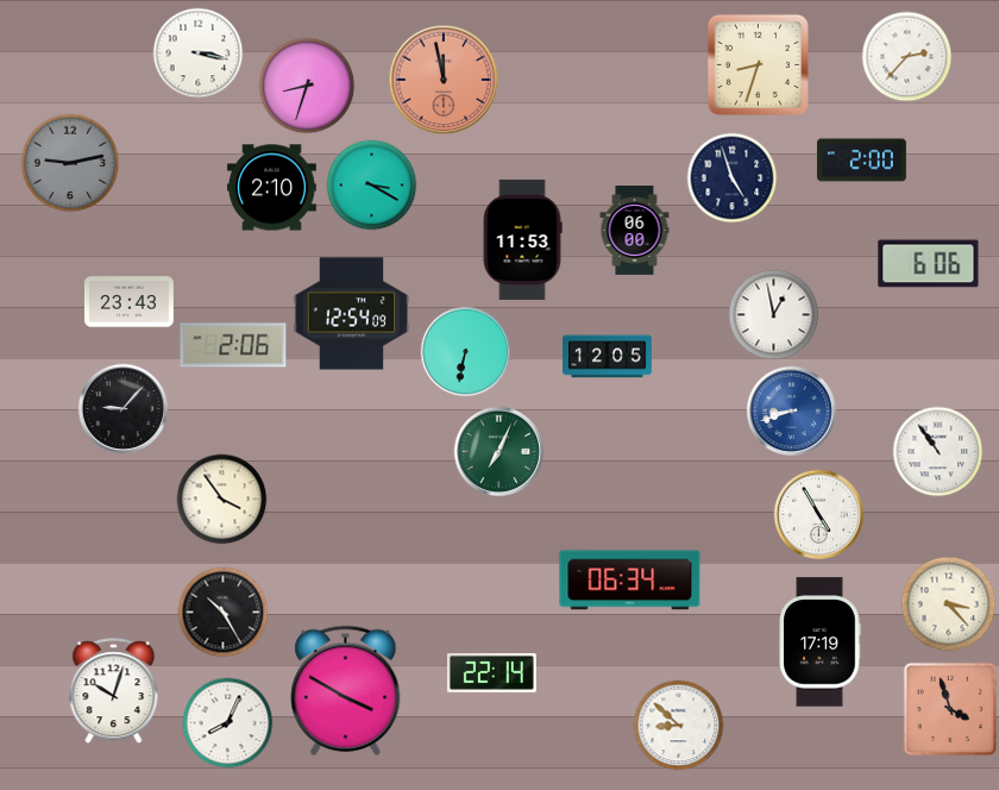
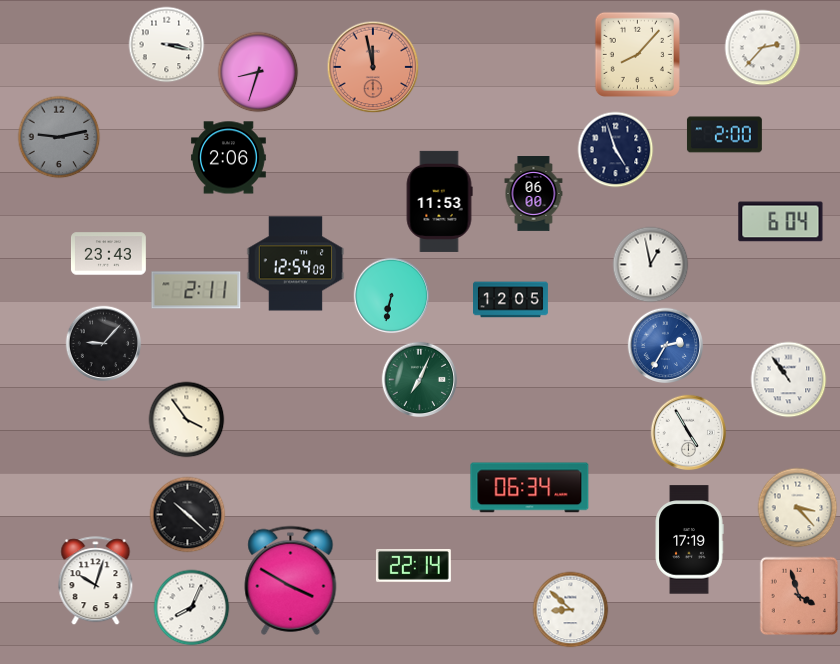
clock at (758, 64): 8:33 -> 8:07
clock at (372, 186): 3:20 -> none
clock at (272, 188): 2:10 -> 2:06
clock at (929, 264): 6:06 -> 6:04
clock at (233, 345): 2:06 -> 2:11
clock at (792, 412): 8:42 -> 2:35
clock at (224, 613): 10:25 -> 10:22
